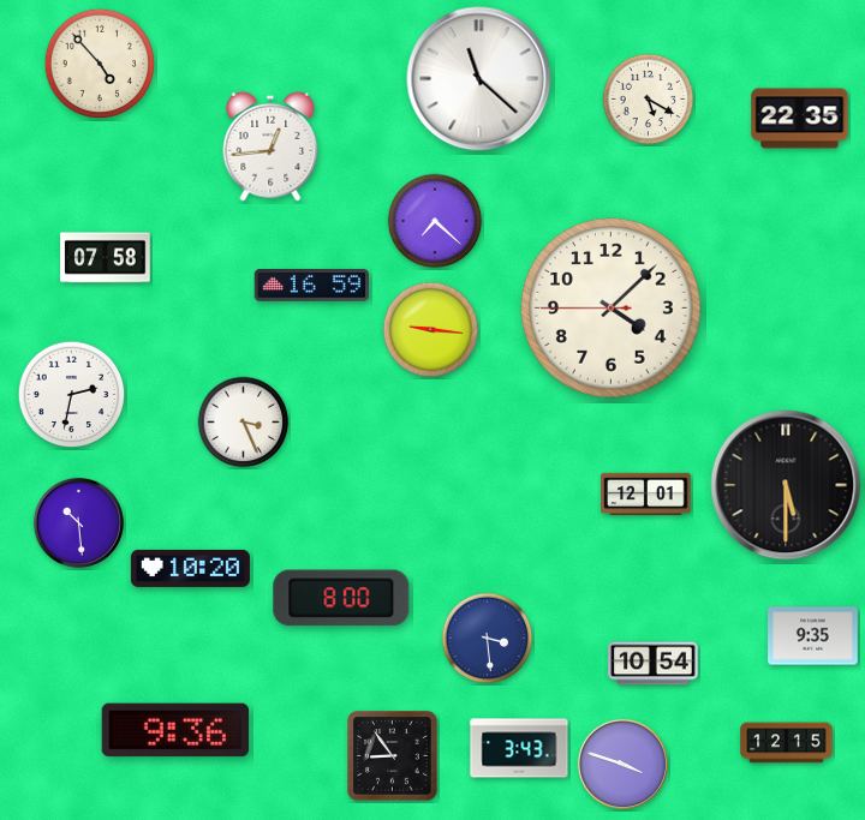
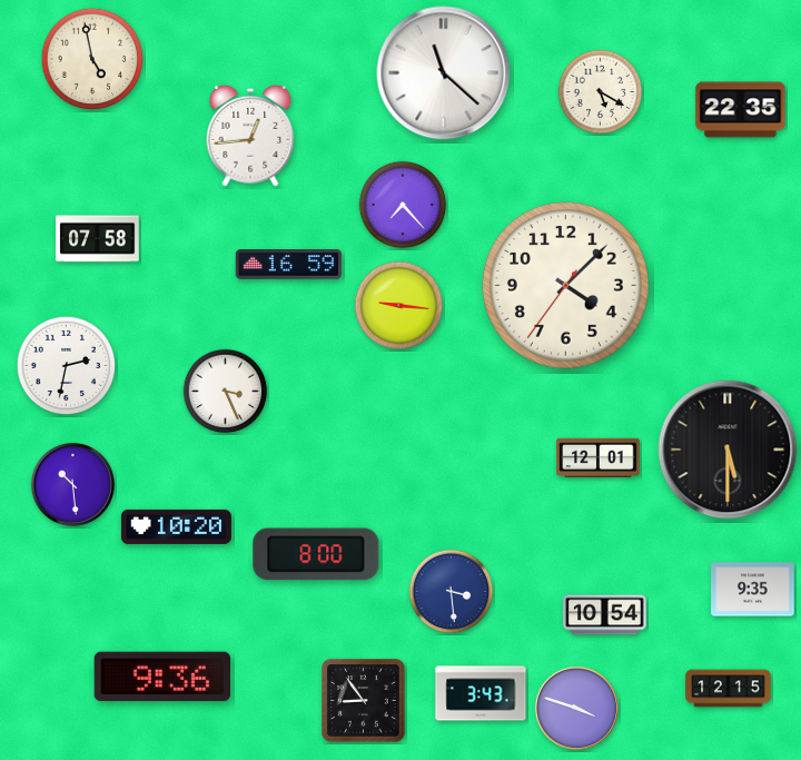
clock at (100, 64): 4:53 -> 4:58
clock at (435, 221): 7:22 -> 7:23
clock at (610, 307): 4:07:45 -> 4:07:36
